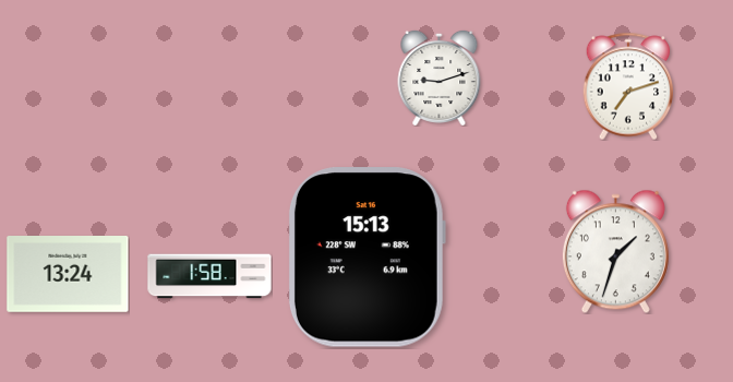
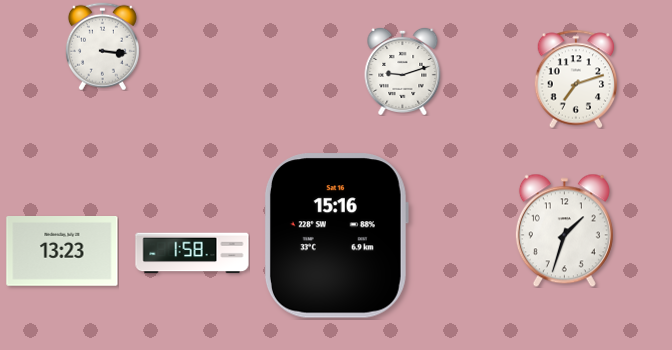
clock at (102, 46): none -> 3:16
clock at (366, 258): 15:13 -> 15:16
clock at (68, 275): 13:24 -> 13:23
